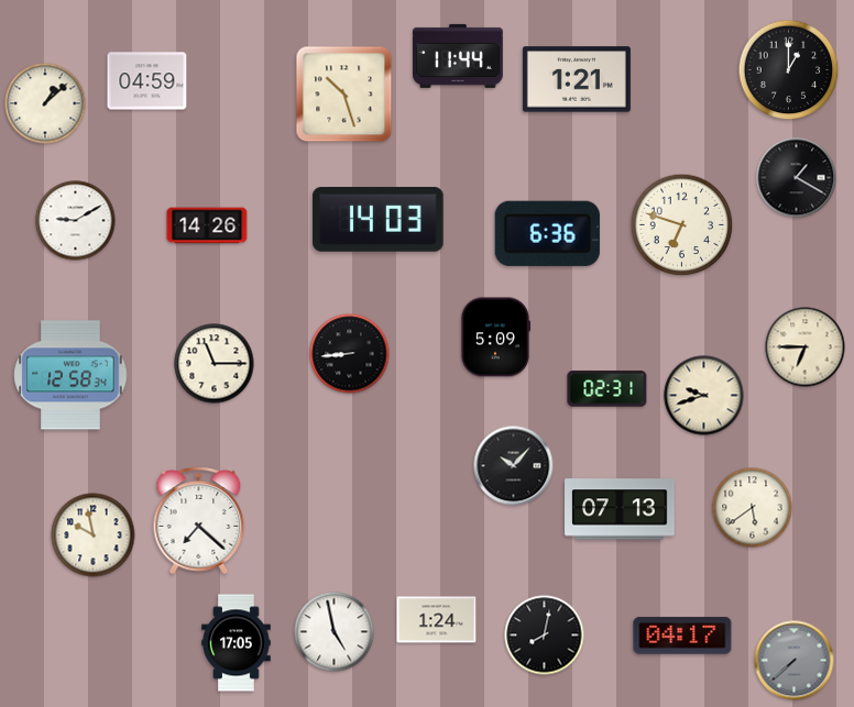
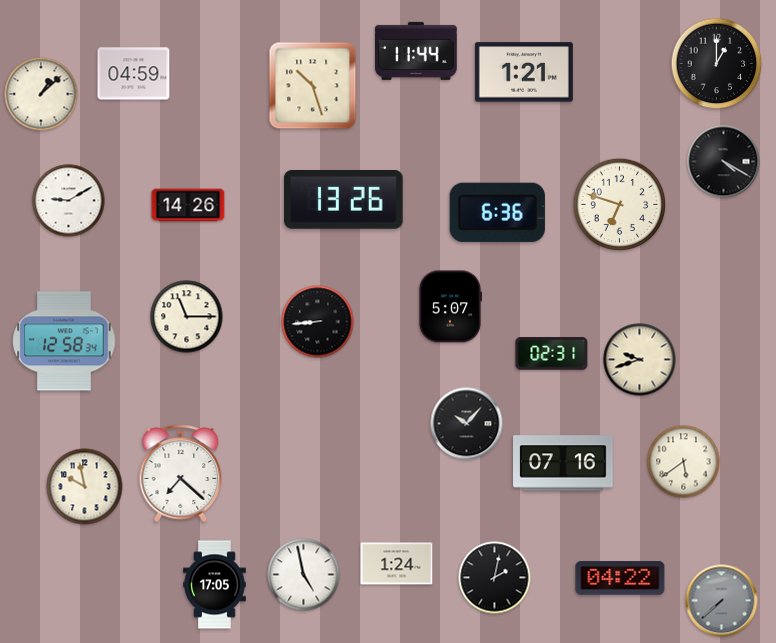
clock at (797, 178): 1:20 -> 4:20
clock at (379, 220): 14:03 -> 13:26
clock at (494, 338): 5:09 -> 5:07
clock at (806, 347): 6:45 -> none
clock at (215, 364) position: (215, 364) -> (187, 317)
clock at (620, 509): 07:13 -> 07:16
clock at (545, 636): 8:02 -> 2:02
clock at (682, 636): 04:17 -> 04:22
